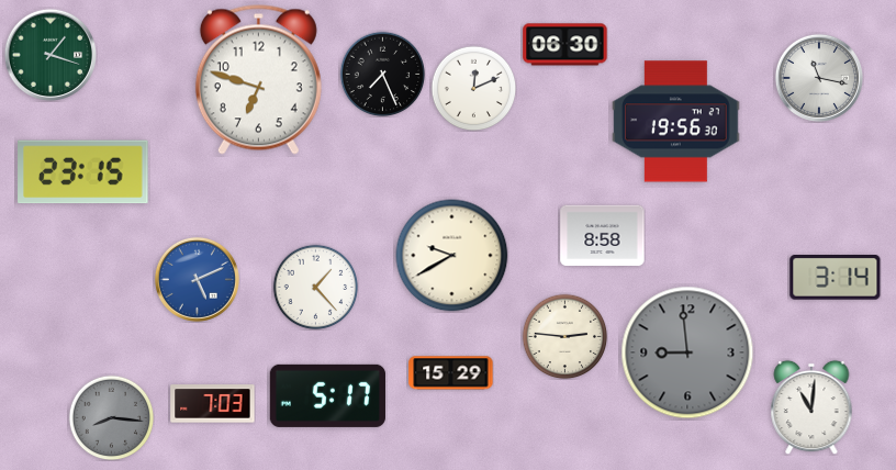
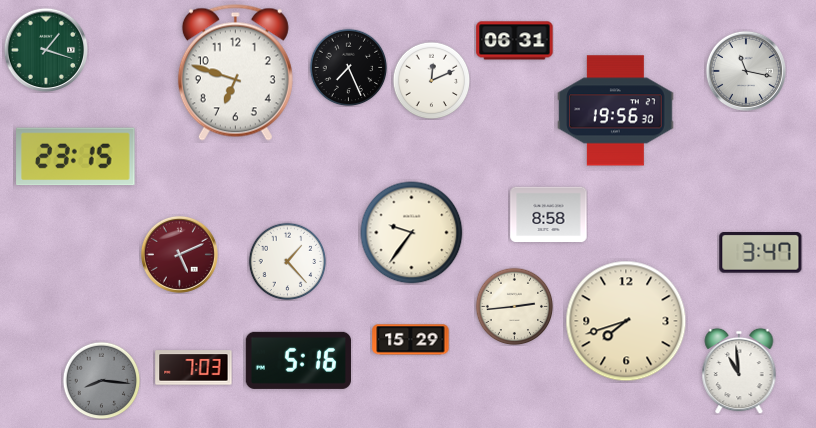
clock at (565, 45): 06:30 -> 06:31
clock at (452, 256): 9:40 -> 9:36
clock at (836, 278): 3:14 -> 3:47
clock at (197, 279) dial: blue -> burgundy
clock at (564, 336): 2:46 -> 2:44
clock at (687, 352): 8:59 -> 7:42
clock at (687, 352) dial: grey -> cream
clock at (327, 395): 5:17 -> 5:16
clock at (811, 407): 11:01 -> 10:59
